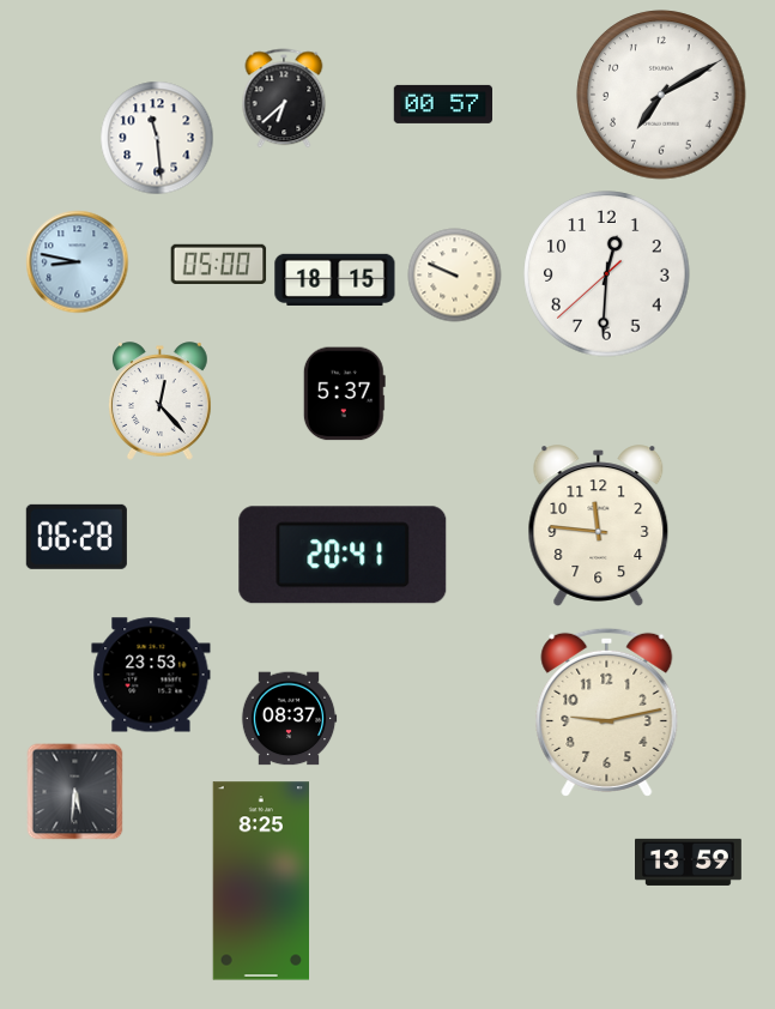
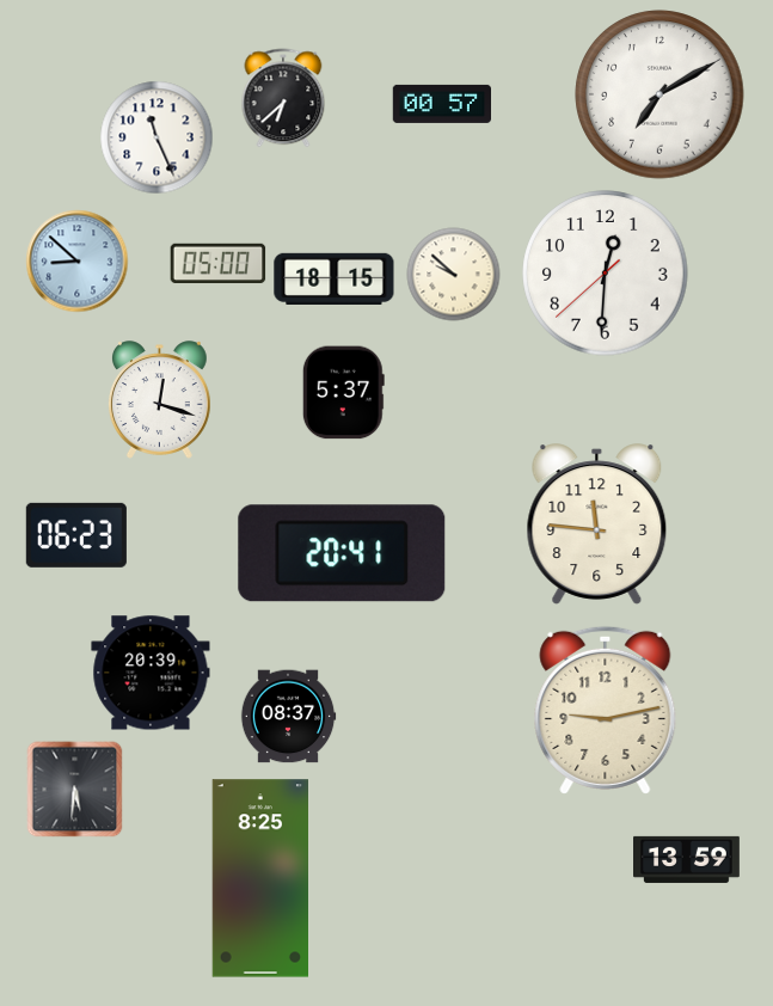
clock at (157, 138): 11:29 -> 11:26
clock at (78, 262): 8:47 -> 8:52
clock at (455, 276): 9:49 -> 9:52
clock at (159, 401): 12:23 -> 12:18
clock at (77, 537): 06:28 -> 06:23
clock at (151, 675): 23:53 -> 20:39
